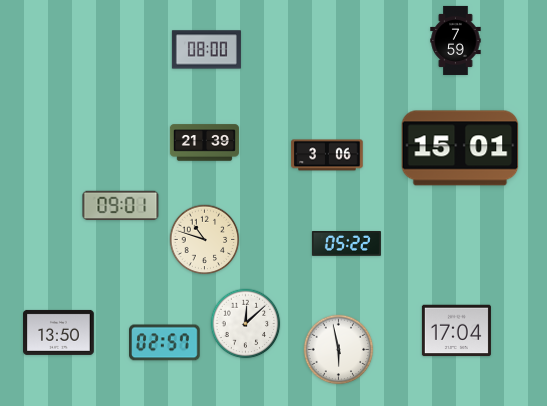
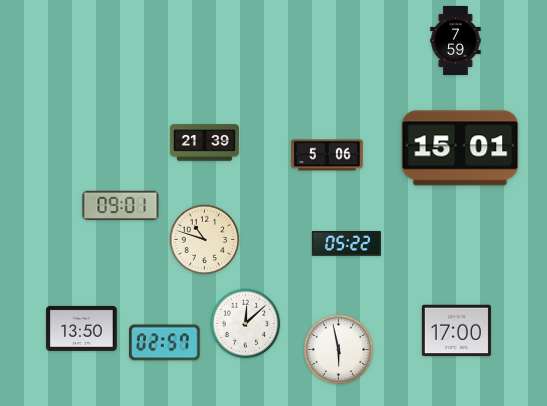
clock at (206, 50): 08:00 -> none
clock at (327, 155): 3:06 -> 5:06
clock at (456, 331): 17:04 -> 17:00
clock at (59, 332) position: (59, 332) -> (82, 328)
